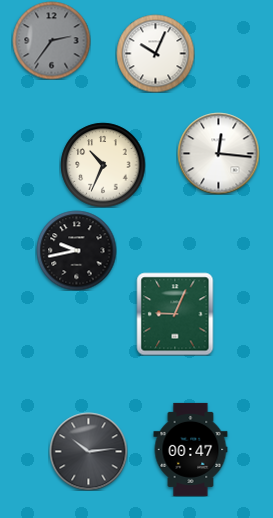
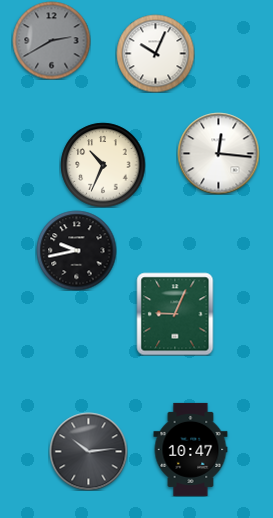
clock at (51, 40): 2:36 -> 2:40
clock at (191, 449): 00:47 -> 10:47
